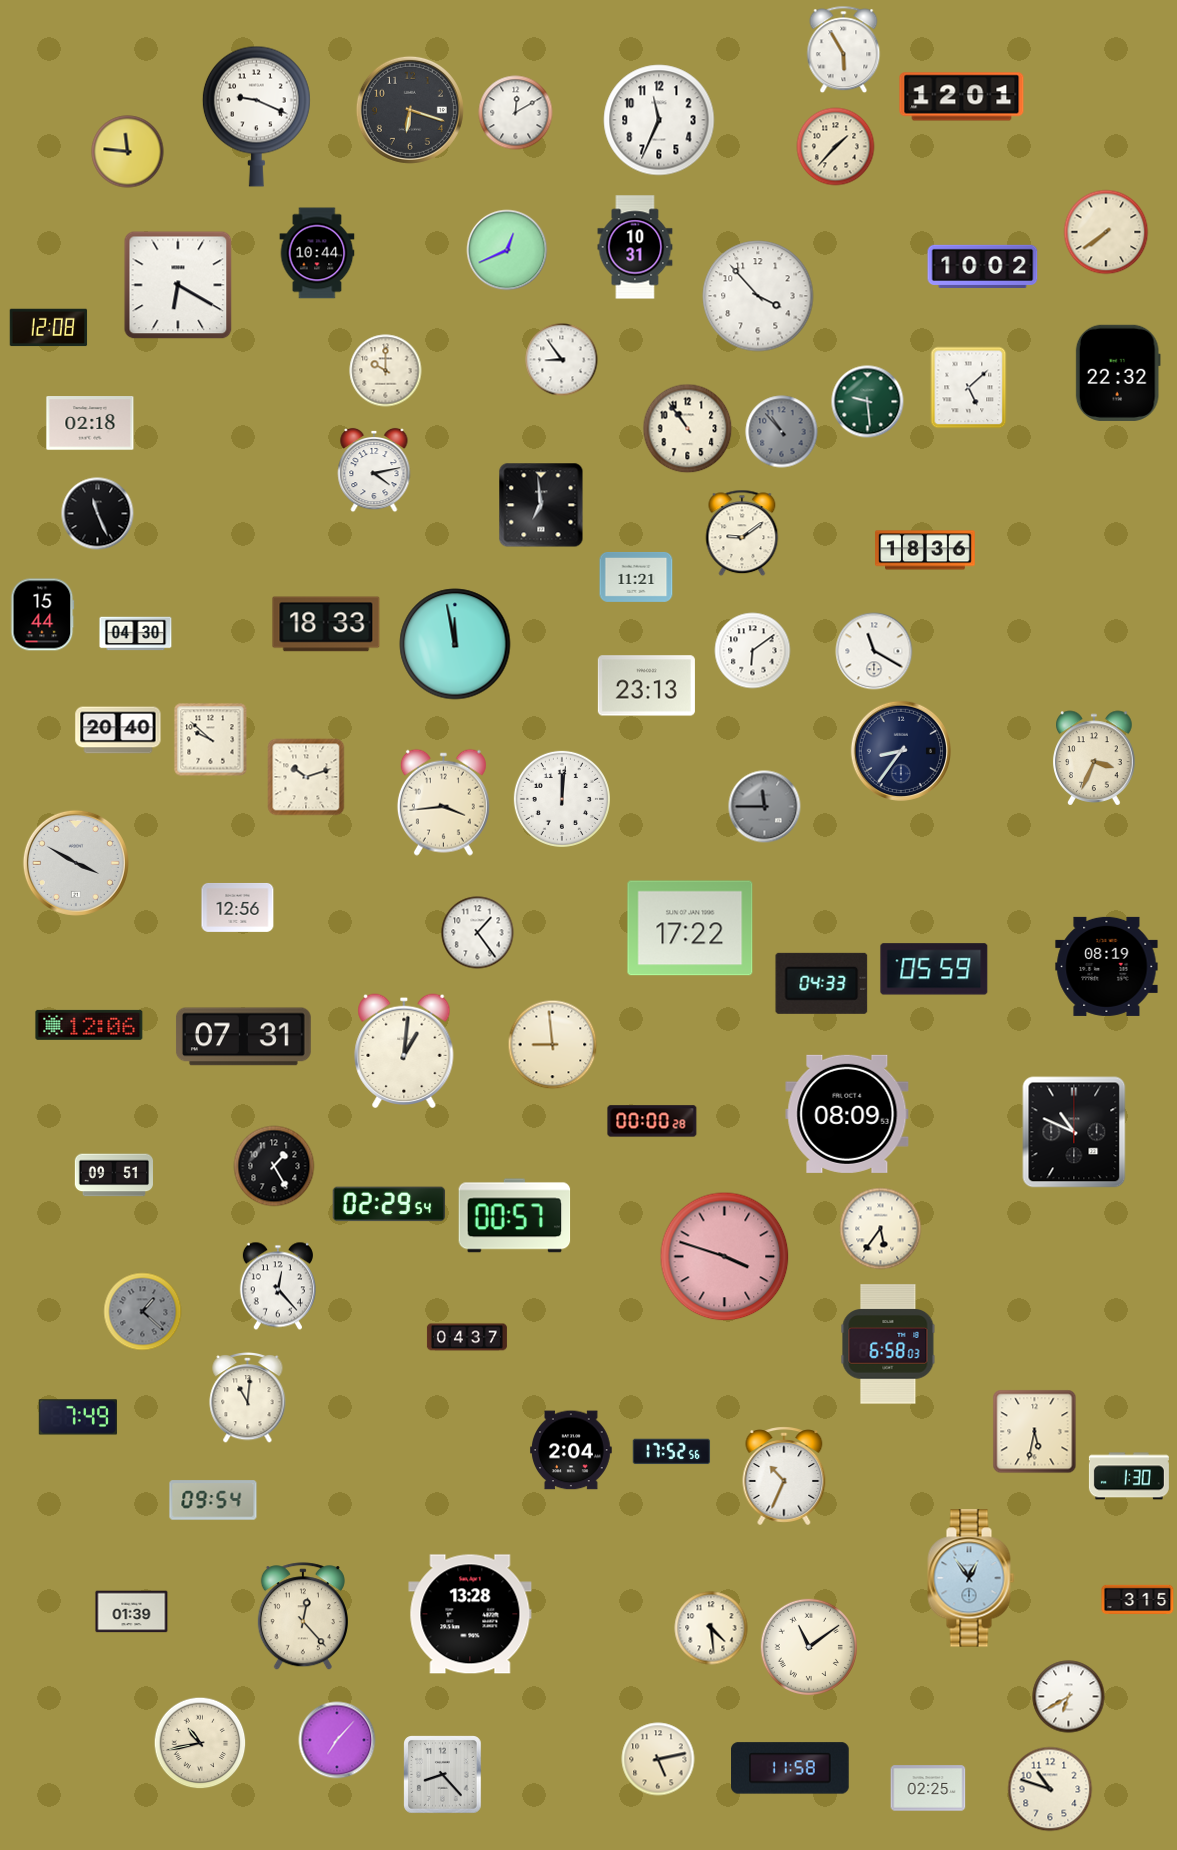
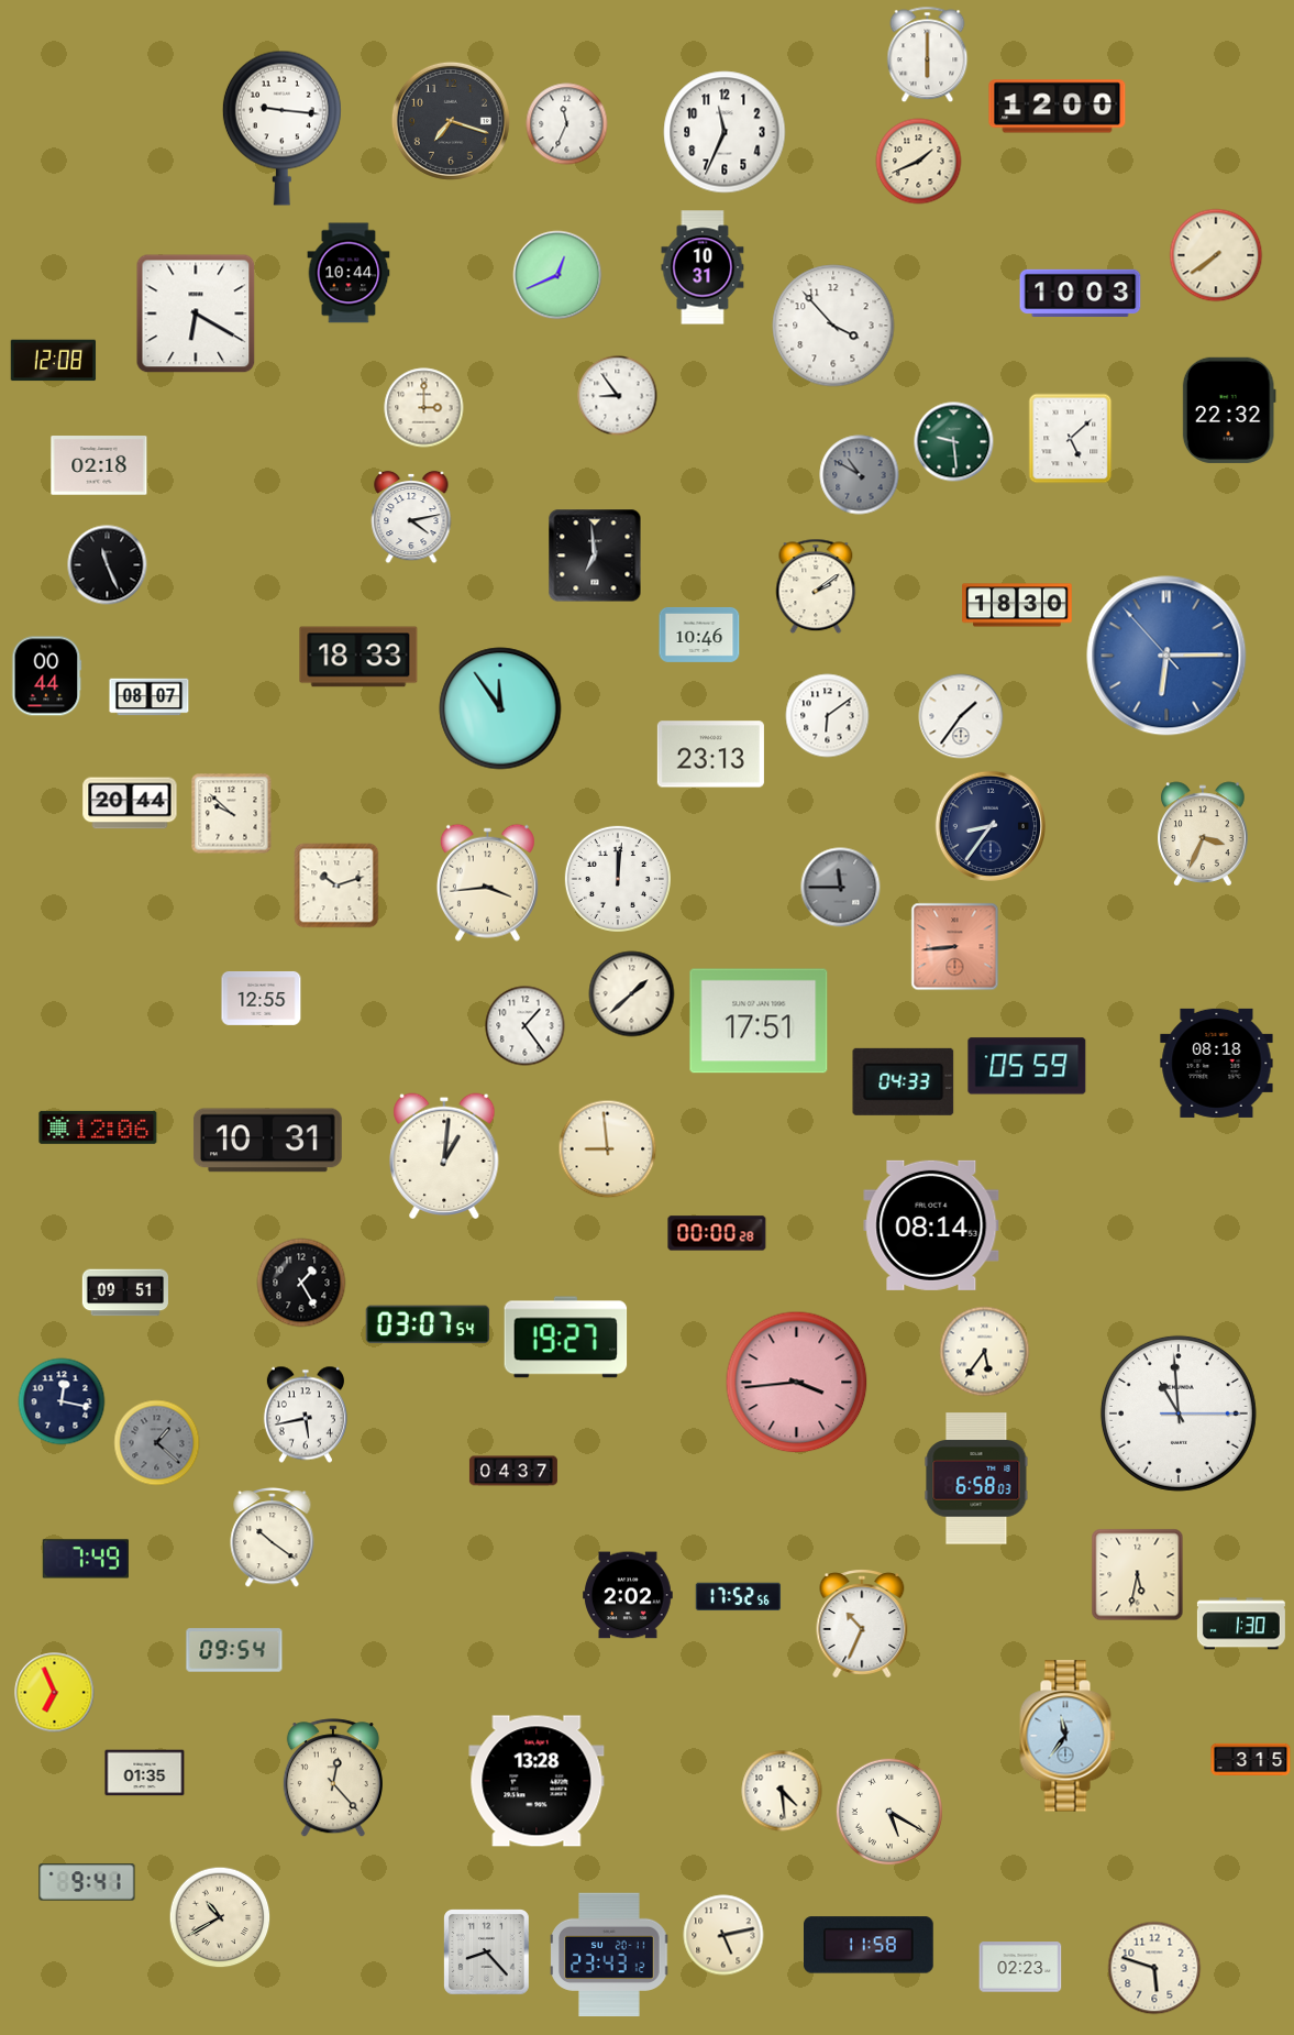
clock at (844, 50): 5:55 -> 6:00
clock at (962, 97): 12:01 -> 12:00
clock at (410, 110): 6:18 -> 7:18
clock at (516, 113): 12:10 -> 11:34
clock at (256, 116): 9:19 -> 9:16
clock at (836, 147): 1:37 -> 1:41
clock at (128, 152): 11:46 -> none
clock at (635, 247) position: (635, 247) -> (703, 267)
clock at (317, 253) position: (317, 253) -> (349, 273)
clock at (983, 266): 10:02 -> 10:03
clock at (386, 371): 10:00 -> 3:00
clock at (969, 388) position: (969, 388) -> (1071, 439)
clock at (688, 429): 10:54 -> none
clock at (782, 432): 10:53 -> 10:50
clock at (742, 533): 9:09 -> 2:09
clock at (925, 550): 18:36 -> 18:30
clock at (636, 577): 11:21 -> 10:46
clock at (1166, 656): none -> 6:14
clock at (43, 615): 15:44 -> 00:44
clock at (326, 624) position: (326, 624) -> (358, 657)
clock at (136, 634): 04:30 -> 08:07
clock at (455, 644): 11:58 -> 11:54
clock at (874, 651): 11:20 -> 1:36
clock at (118, 730): 20:40 -> 20:44
clock at (306, 777) position: (306, 777) -> (336, 886)
clock at (955, 947): none -> 8:44
clock at (76, 863): 3:50 -> none
clock at (632, 994): none -> 1:38
clock at (238, 907): 12:56 -> 12:55
clock at (690, 928): 17:22 -> 17:51
clock at (1107, 966): 08:19 -> 08:18
clock at (243, 1037): 07:31 -> 10:31
clock at (847, 1114): 08:09 -> 08:14
clock at (1074, 1132): 10:49 -> none
clock at (389, 1204): 02:29 -> 03:07
clock at (515, 1216): 00:57 -> 19:27
clock at (881, 1229) position: (881, 1229) -> (985, 1352)
clock at (725, 1257): 3:48 -> 3:44
clock at (62, 1401): none -> 12:17
clock at (1179, 1414): none -> 10:59
clock at (278, 1286): 12:23 -> 5:43
clock at (248, 1397): 11:01 -> 10:21
clock at (571, 1450): 2:04 -> 2:02
clock at (55, 1693): none -> 6:56
clock at (971, 1578): 12:54 -> 11:36
clock at (132, 1612): 01:39 -> 01:35
clock at (470, 1614) position: (470, 1614) -> (537, 1781)
clock at (809, 1647): 11:09 -> 5:20
clock at (1069, 1697): 6:40 -> none
clock at (87, 1882): none -> 9:41
clock at (337, 1740): 7:07 -> none
clock at (200, 1743): 10:43 -> 10:40
clock at (609, 1955): none -> 23:43
clock at (928, 1788): 02:25 -> 02:23
clock at (1050, 1789): 10:48 -> 5:48
